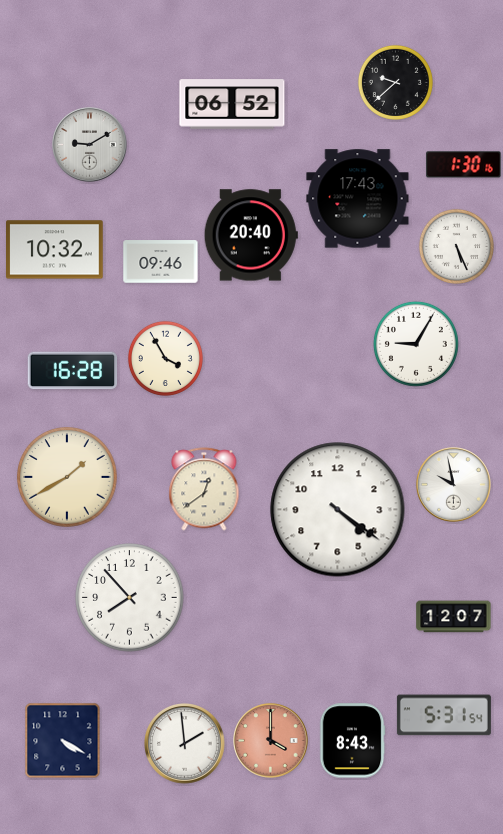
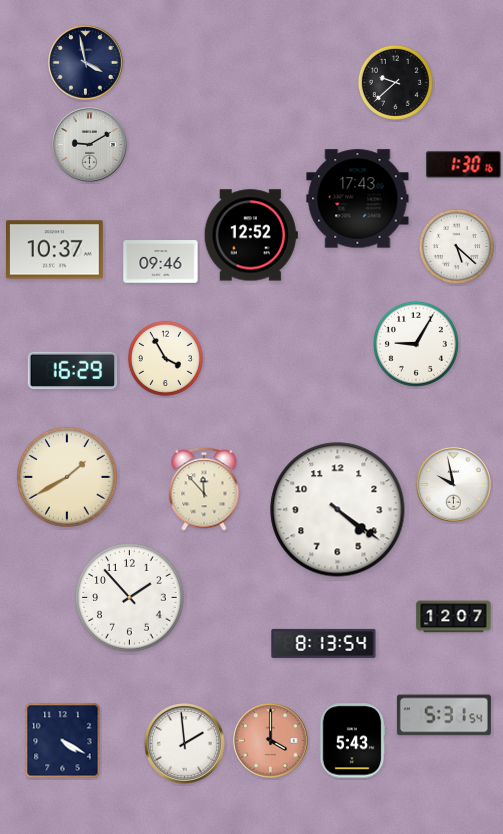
clock at (86, 63): none -> 3:58
clock at (232, 104): 06:52 -> none
clock at (251, 235): 20:40 -> 12:52
clock at (456, 246): 5:26 -> 5:22
clock at (55, 250): 10:32 -> 10:37
clock at (73, 371): 16:28 -> 16:29
clock at (204, 489): 12:39 -> 11:53
clock at (130, 598): 7:53 -> 1:53
clock at (324, 643): none -> 8:13
clock at (352, 741): 8:43 -> 5:43
